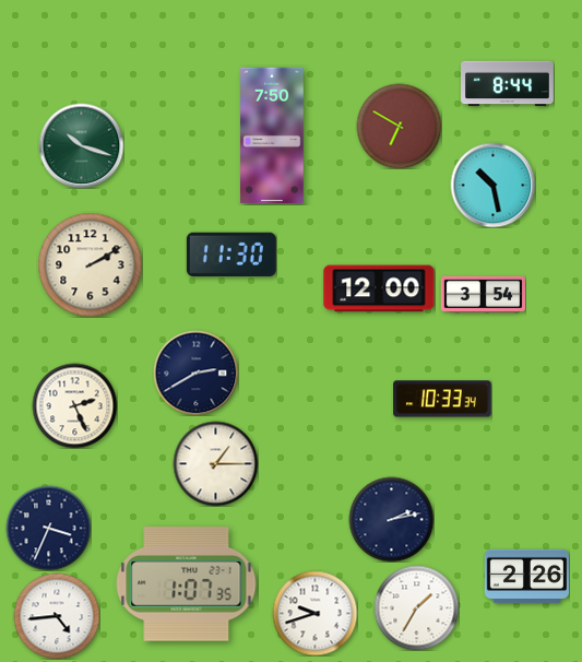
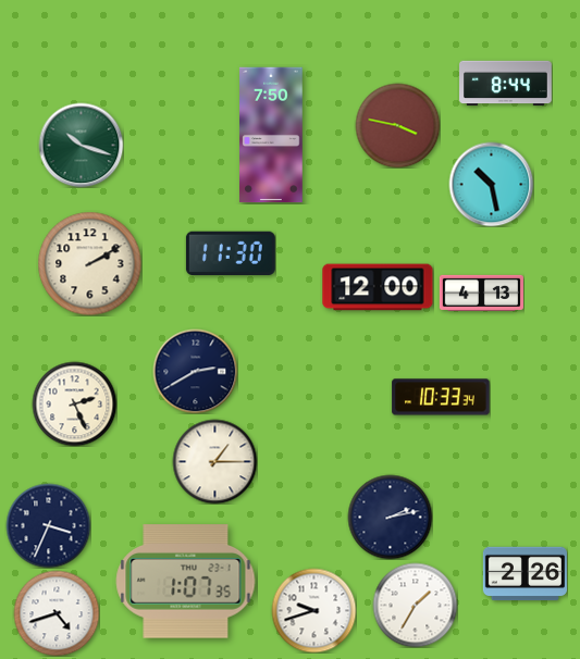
clock at (399, 126): 6:50 -> 3:47
clock at (483, 294): 3:54 -> 4:13
clock at (57, 616): 4:44 -> 4:42
